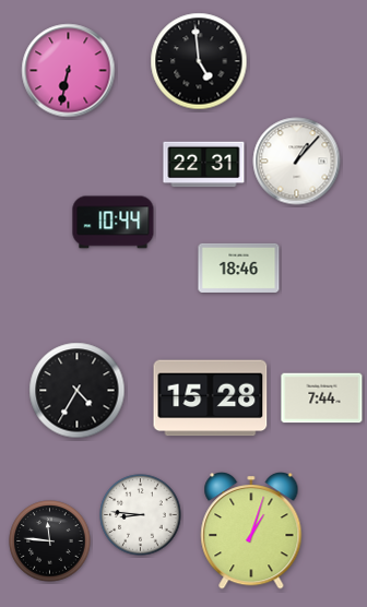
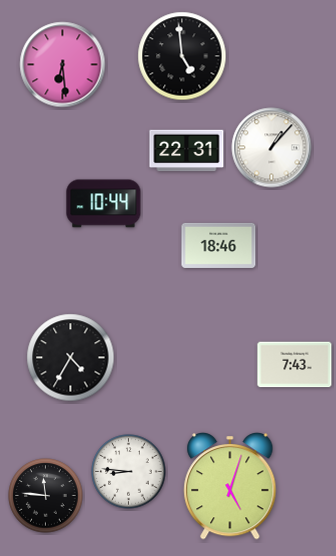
clock at (69, 71): 6:32 -> 6:29
clock at (211, 398): 15:28 -> none
clock at (322, 398): 7:44 -> 7:43
clock at (251, 532): 1:03 -> 5:03
